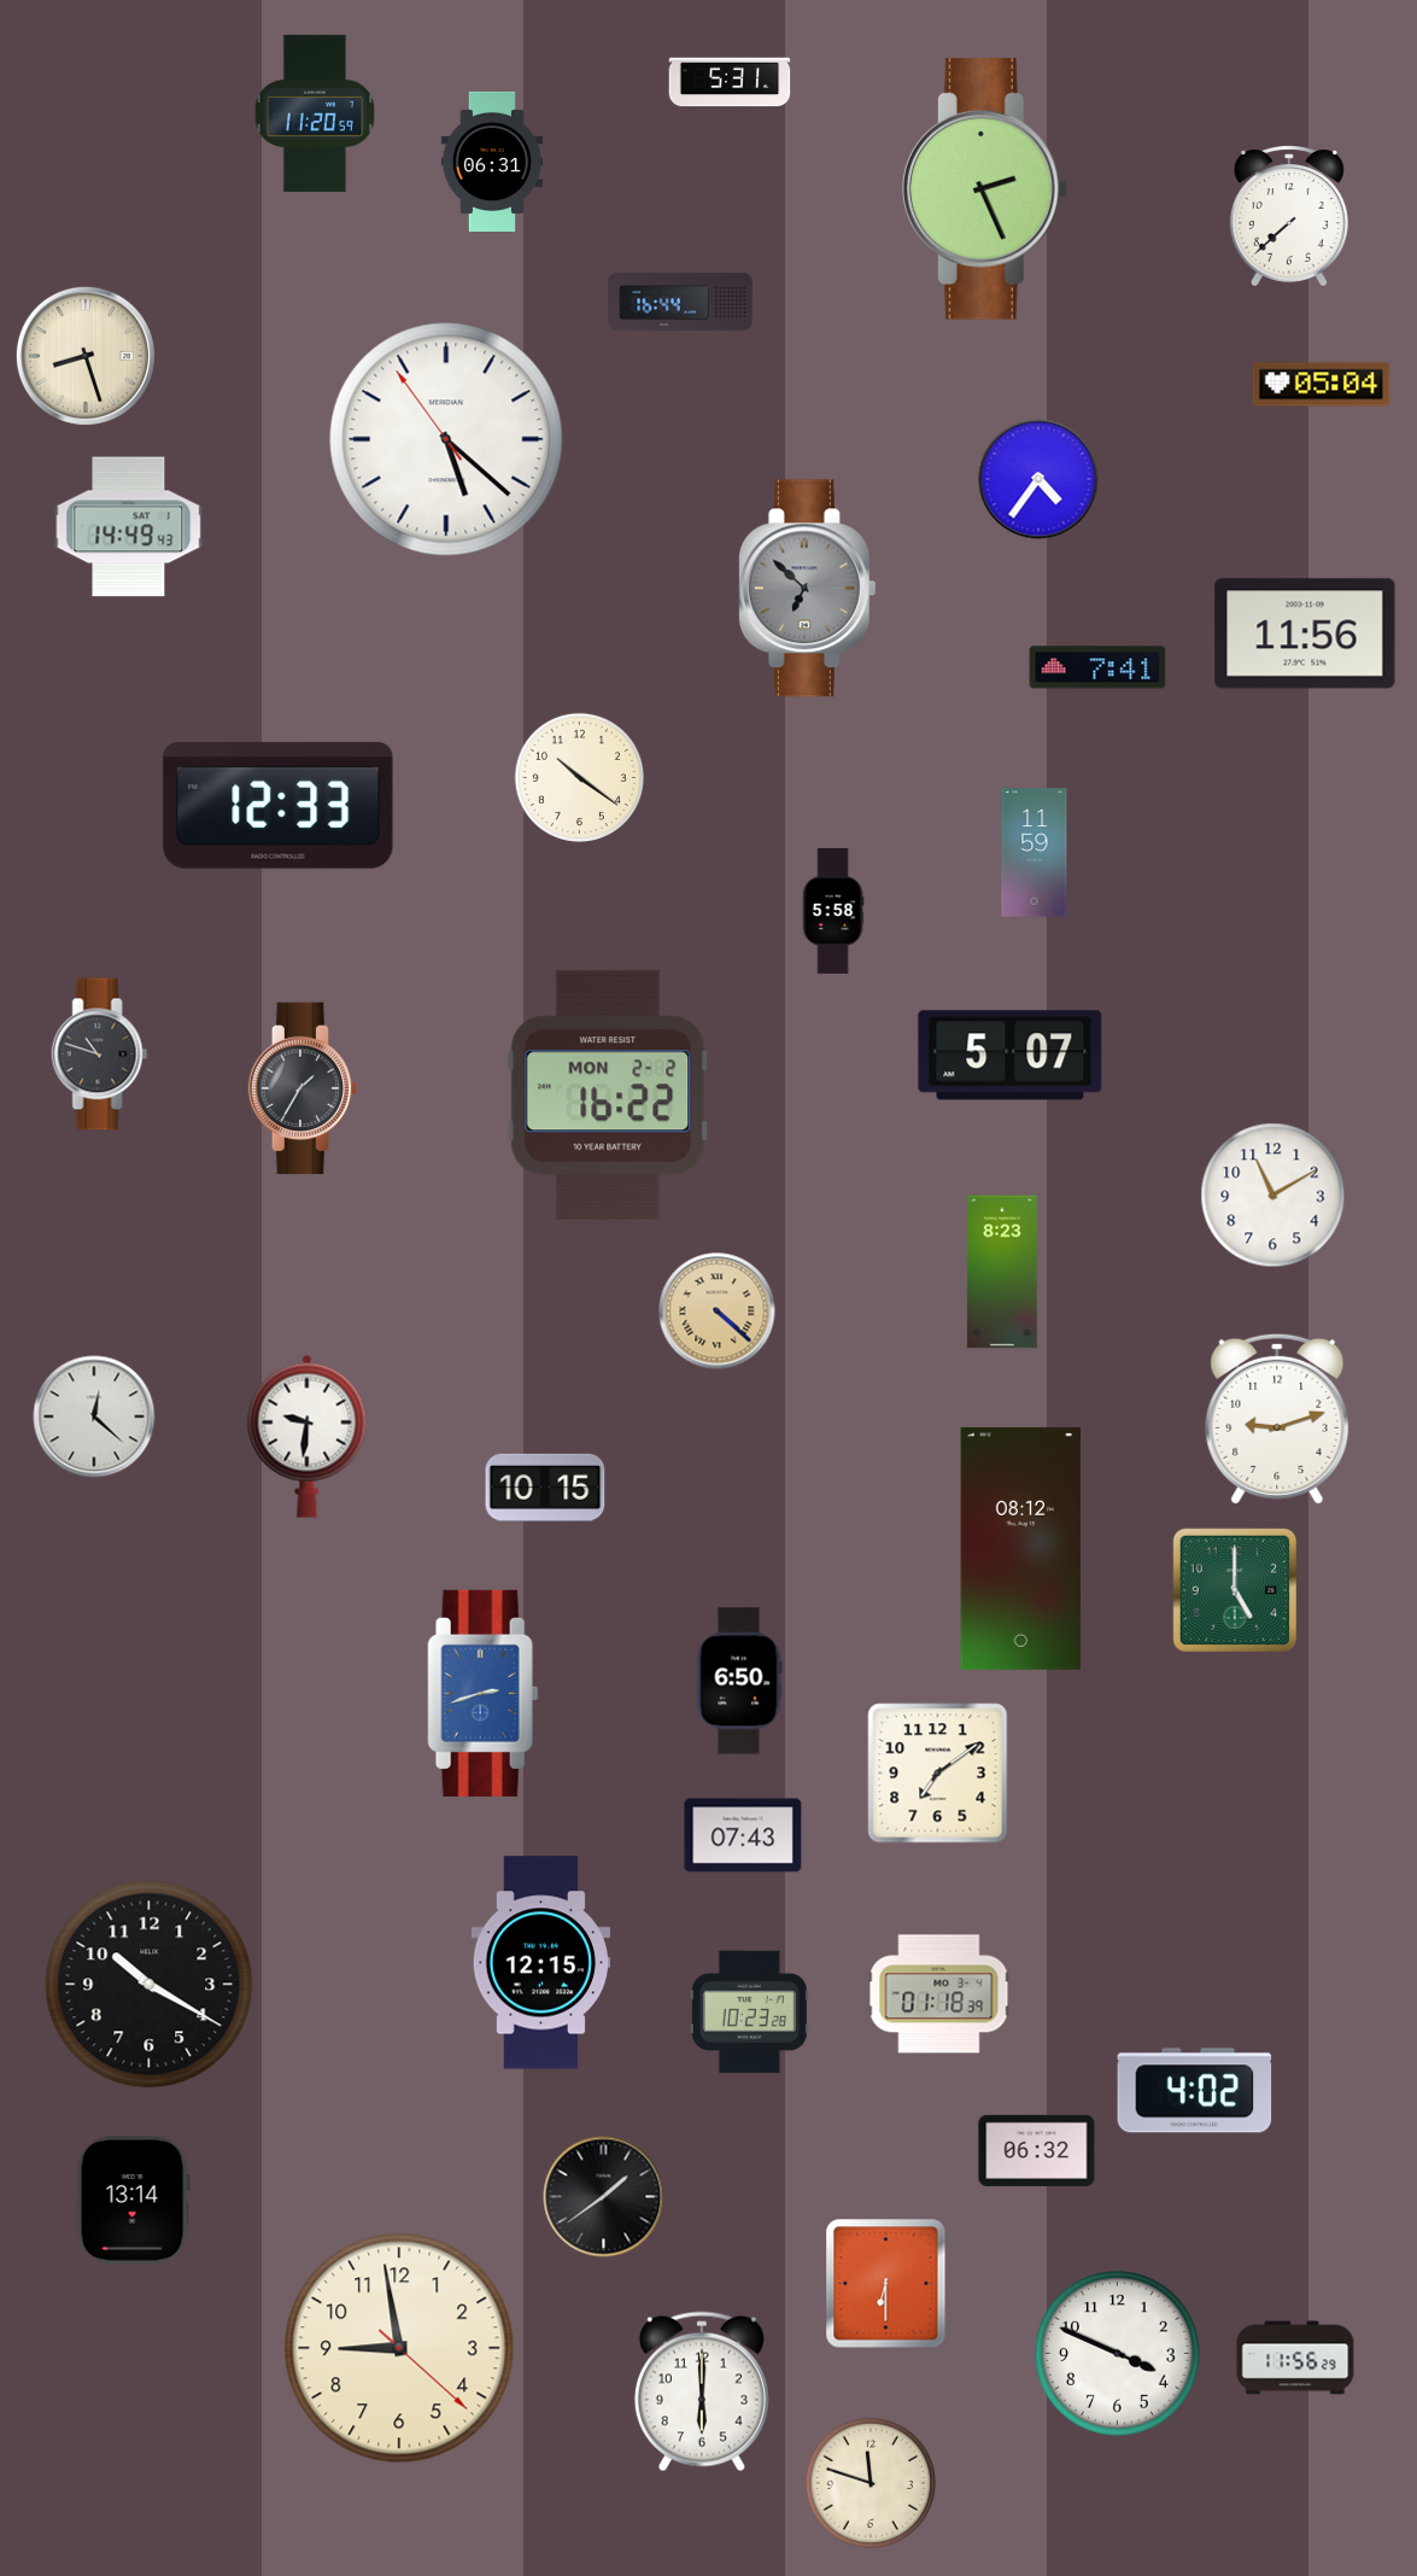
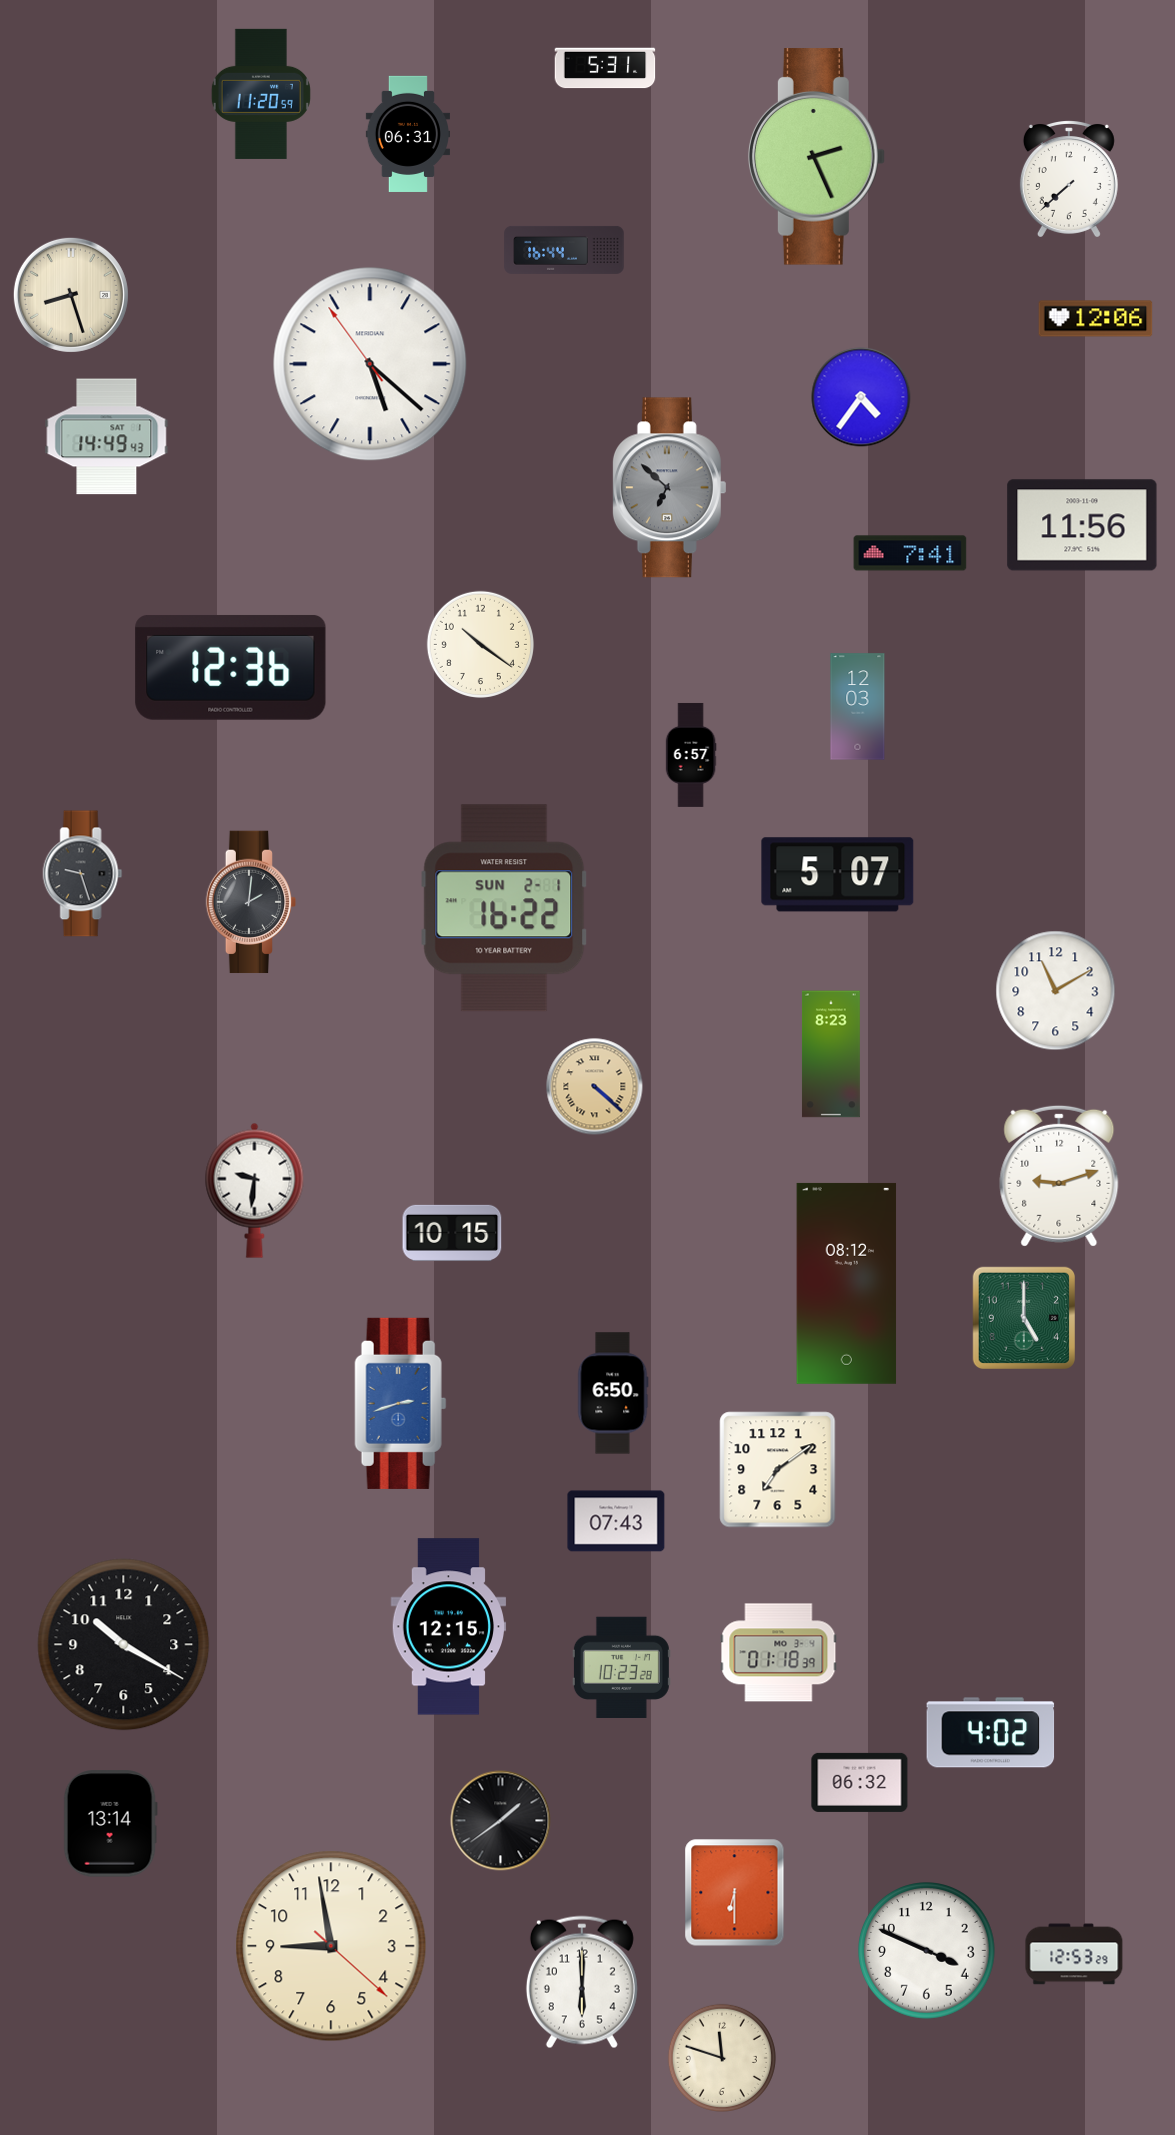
clock at (1322, 385): 05:04 -> 12:06
clock at (279, 805): 12:33 -> 12:36
clock at (1035, 853): 11:59 -> 12:03
clock at (833, 911): 5:58 -> 6:57
clock at (100, 1055): 10:48 -> 9:27
clock at (303, 1088): 1:35 -> 2:01
clock at (608, 1096) date: MON 2-2 -> SUN 2-1
clock at (94, 1416): 12:22 -> none
clock at (1295, 2358): 11:56 -> 12:53
